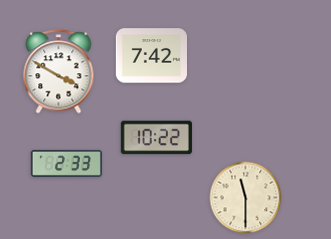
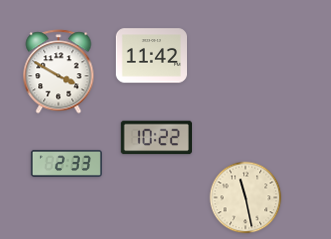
clock at (151, 56): 7:42 -> 11:42
clock at (246, 198): 11:30 -> 11:28
